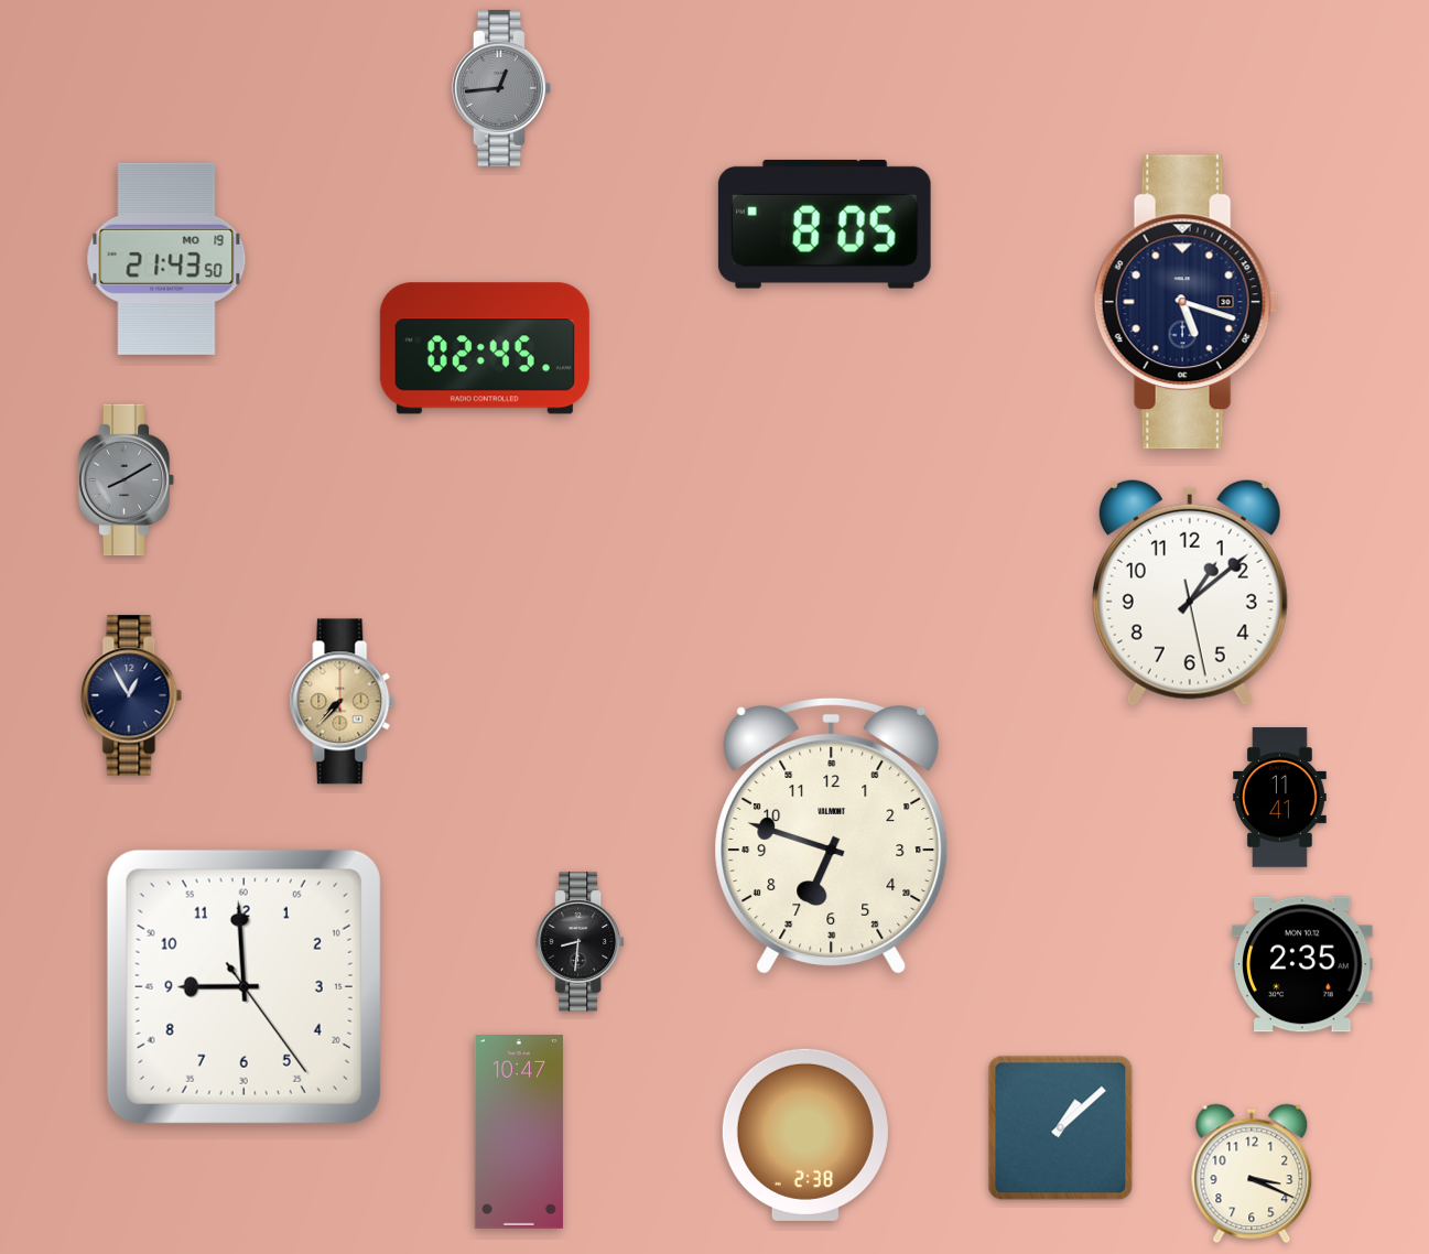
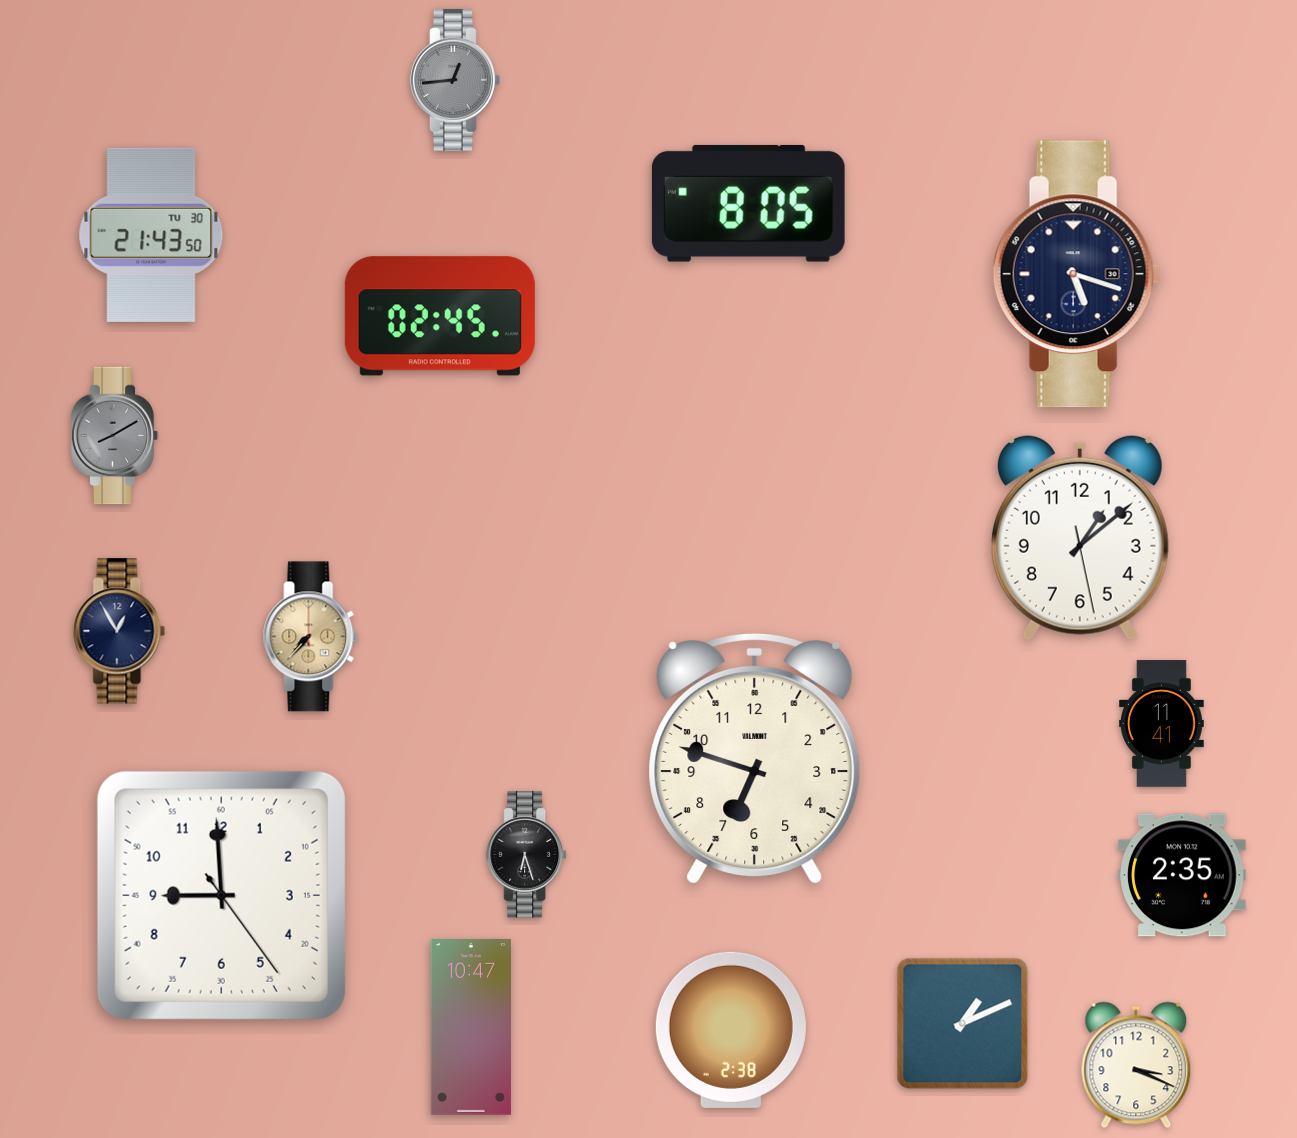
clock at (166, 259) date: MO 19 -> TU 30
clock at (581, 942): 8:31 -> 6:27
clock at (1061, 1128): 1:08 -> 1:11
